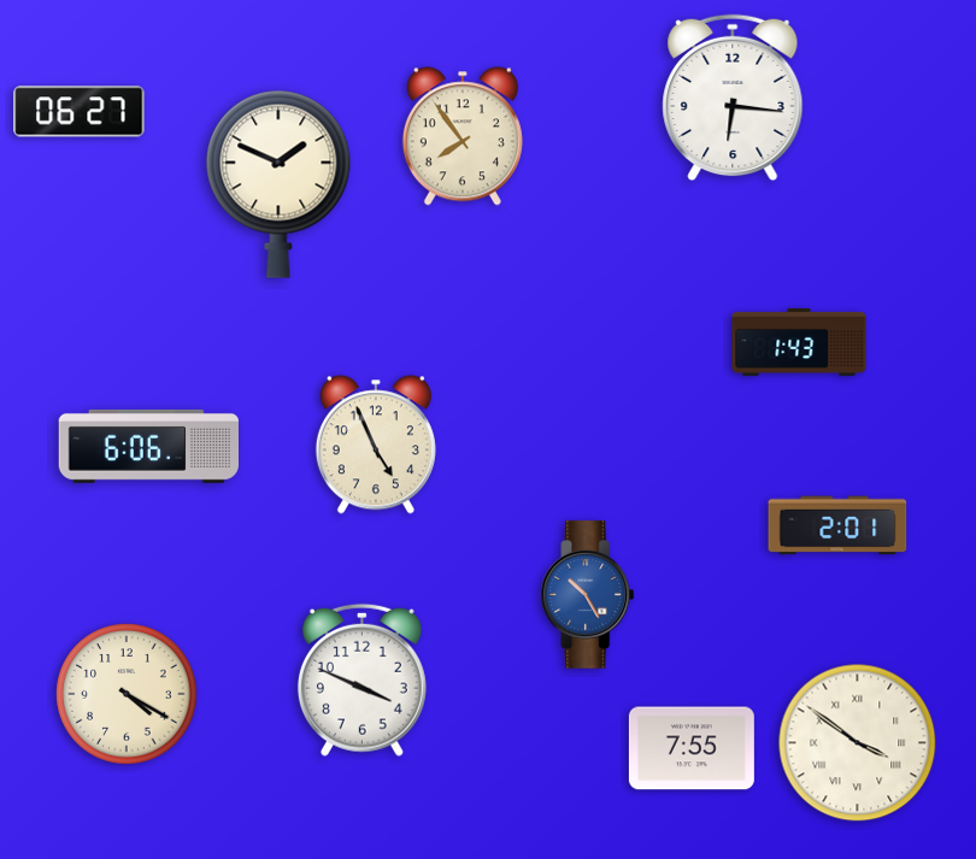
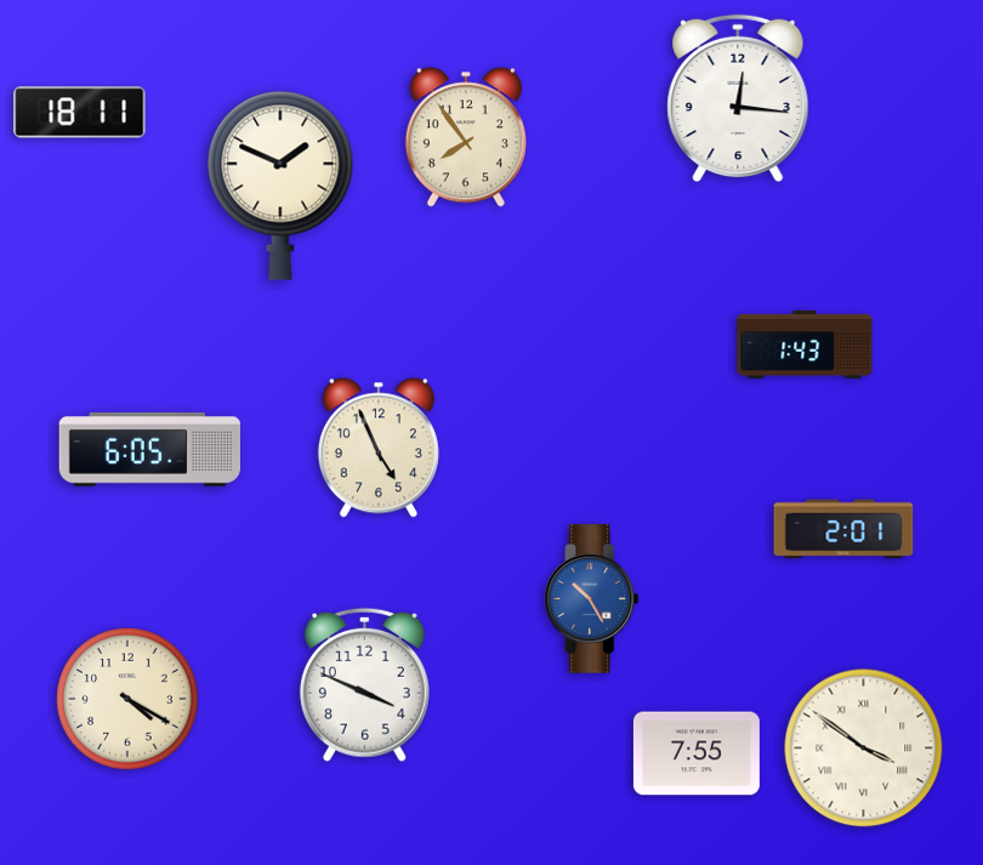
clock at (733, 98): 6:16 -> 12:16
clock at (80, 112): 06:27 -> 18:11
clock at (148, 446): 6:06 -> 6:05
